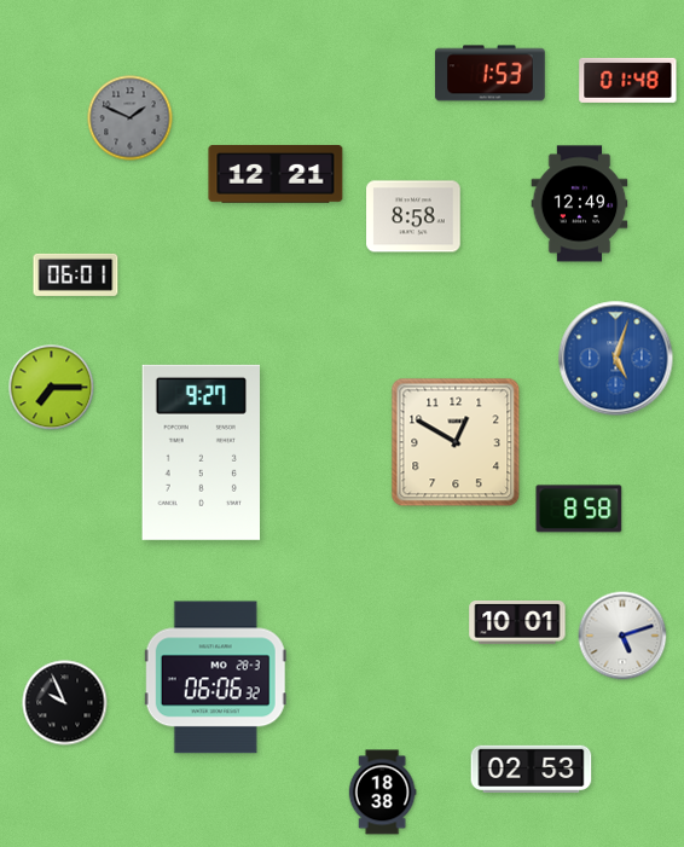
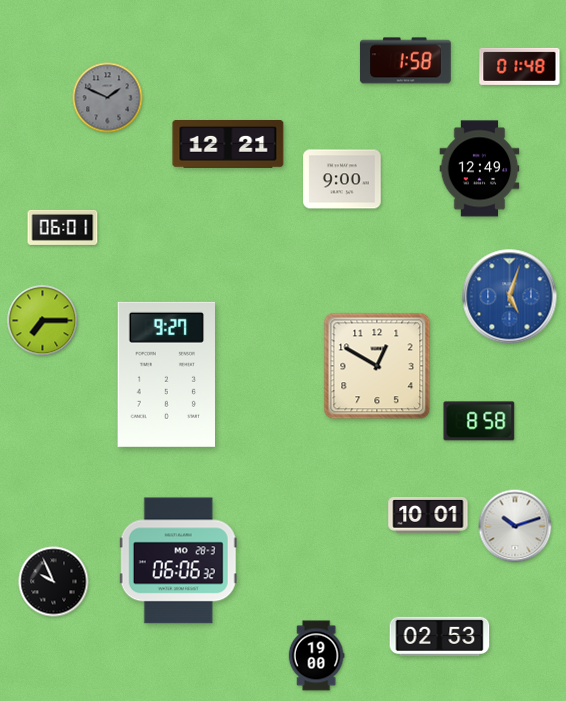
clock at (491, 74): 1:53 -> 1:58
clock at (413, 216): 8:58 -> 9:00
clock at (622, 636): 5:12 -> 10:12
clock at (382, 793): 18:38 -> 19:00
